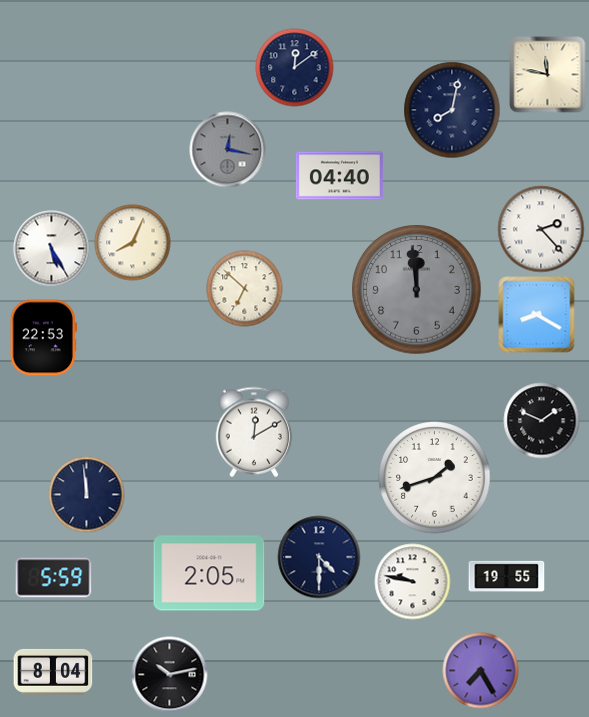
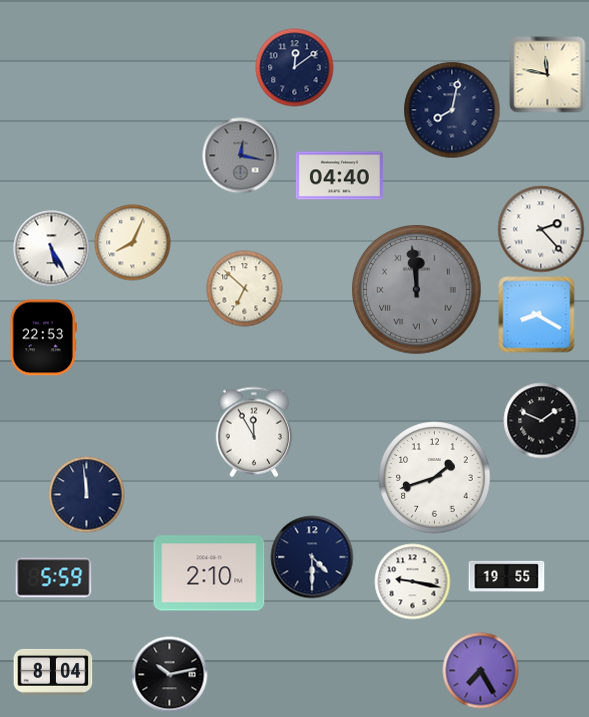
clock at (228, 150) position: (228, 150) -> (241, 156)
clock at (417, 290) numerals: Arabic -> Roman
clock at (254, 432): 12:10 -> 11:55
clock at (319, 557) position: (319, 557) -> (312, 557)
clock at (209, 573): 2:05 -> 2:10
clock at (413, 582): 9:47 -> 9:17
